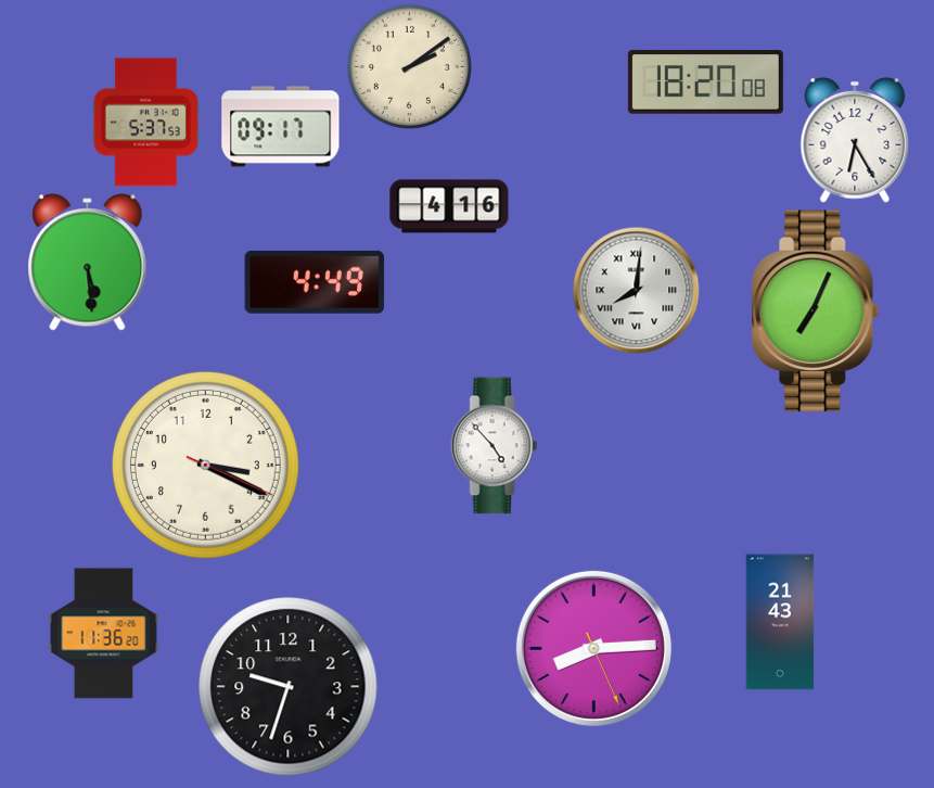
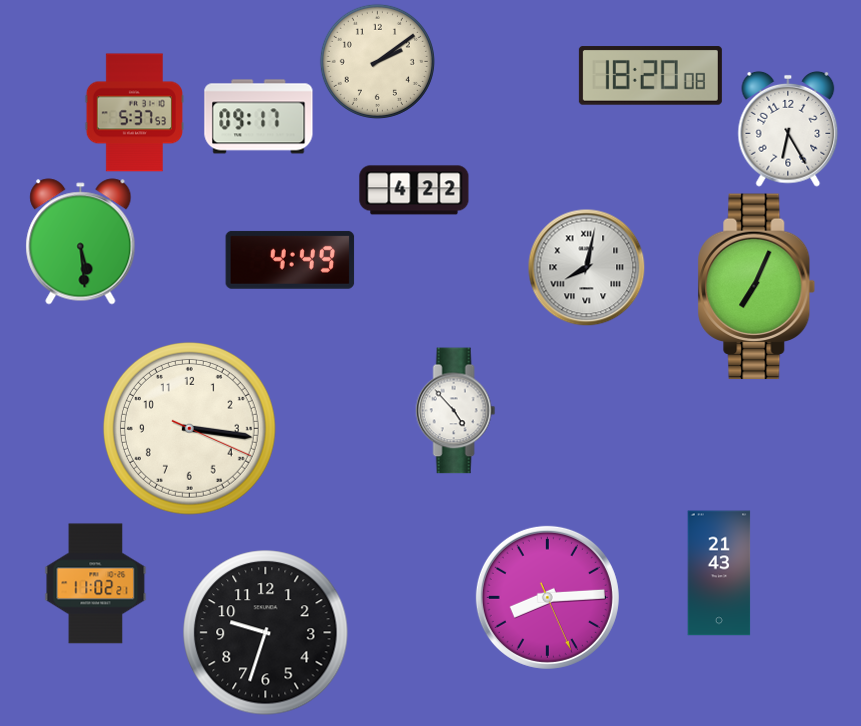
clock at (449, 206): 4:16 -> 4:22
clock at (636, 290): 8:01 -> 8:02
clock at (816, 312) position: (816, 312) -> (757, 287)
clock at (205, 465): 3:19 -> 3:16
clock at (104, 634): 11:36 -> 11:02
